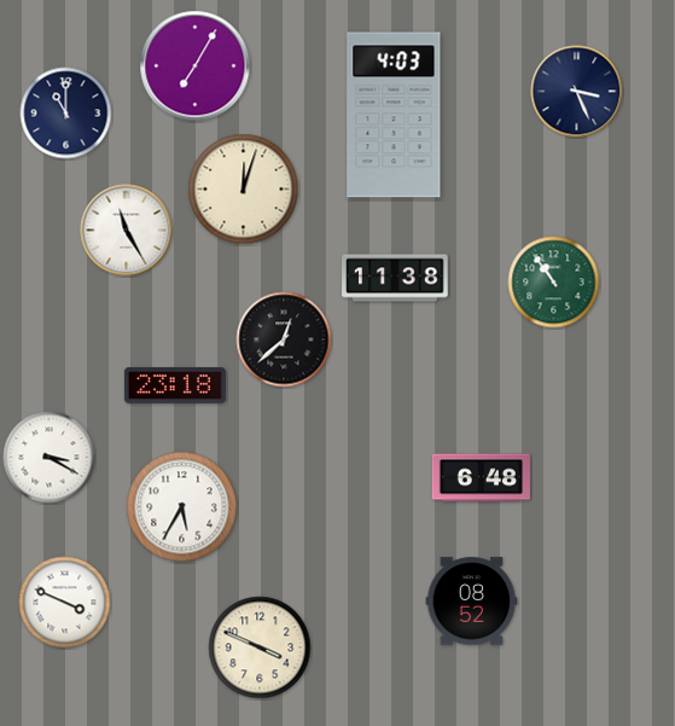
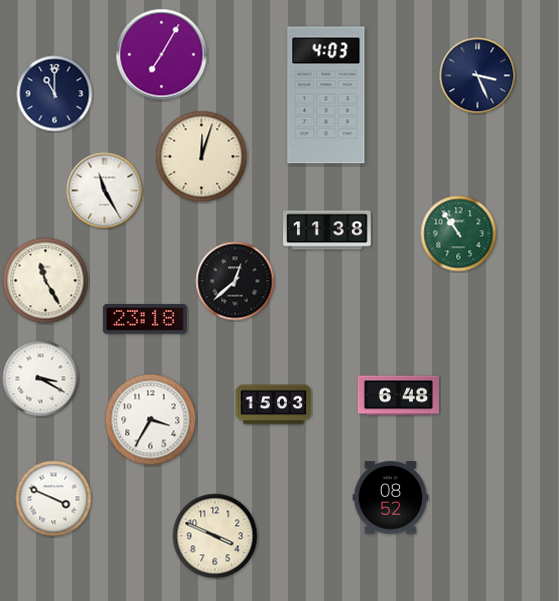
clock at (46, 281): none -> 11:25
clock at (274, 405): none -> 15:03
clock at (182, 507): 5:35 -> 3:35
